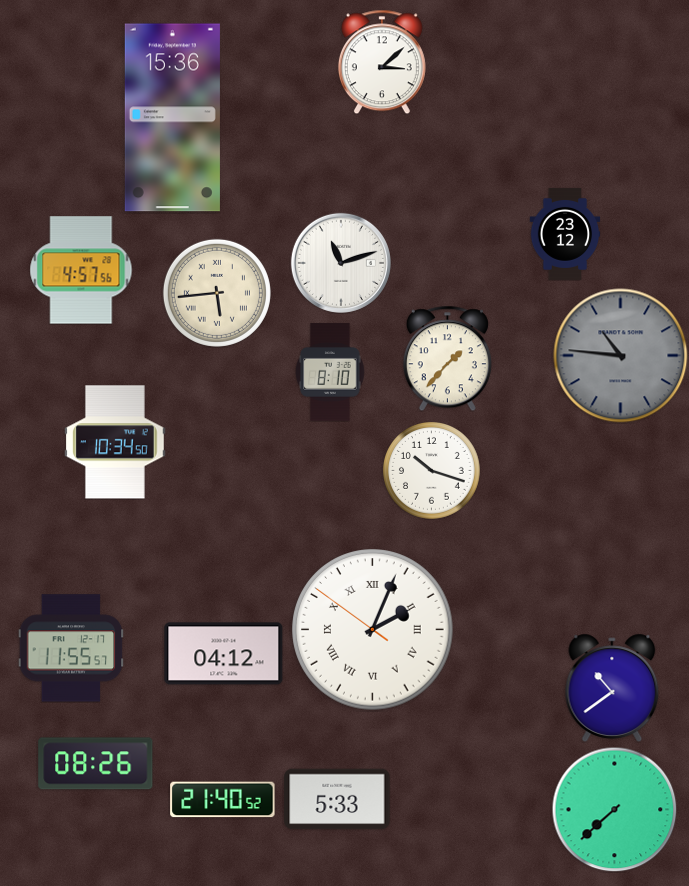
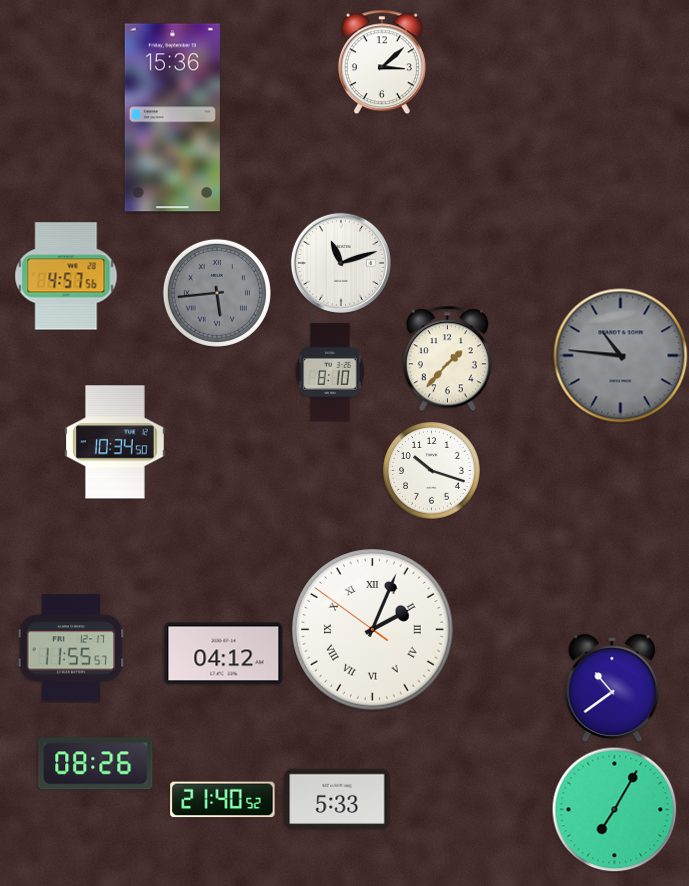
clock at (565, 234): 23:12 -> none
clock at (81, 270) position: (81, 270) -> (66, 276)
clock at (217, 293) dial: cream -> grey
clock at (614, 809): 7:38 -> 7:05
